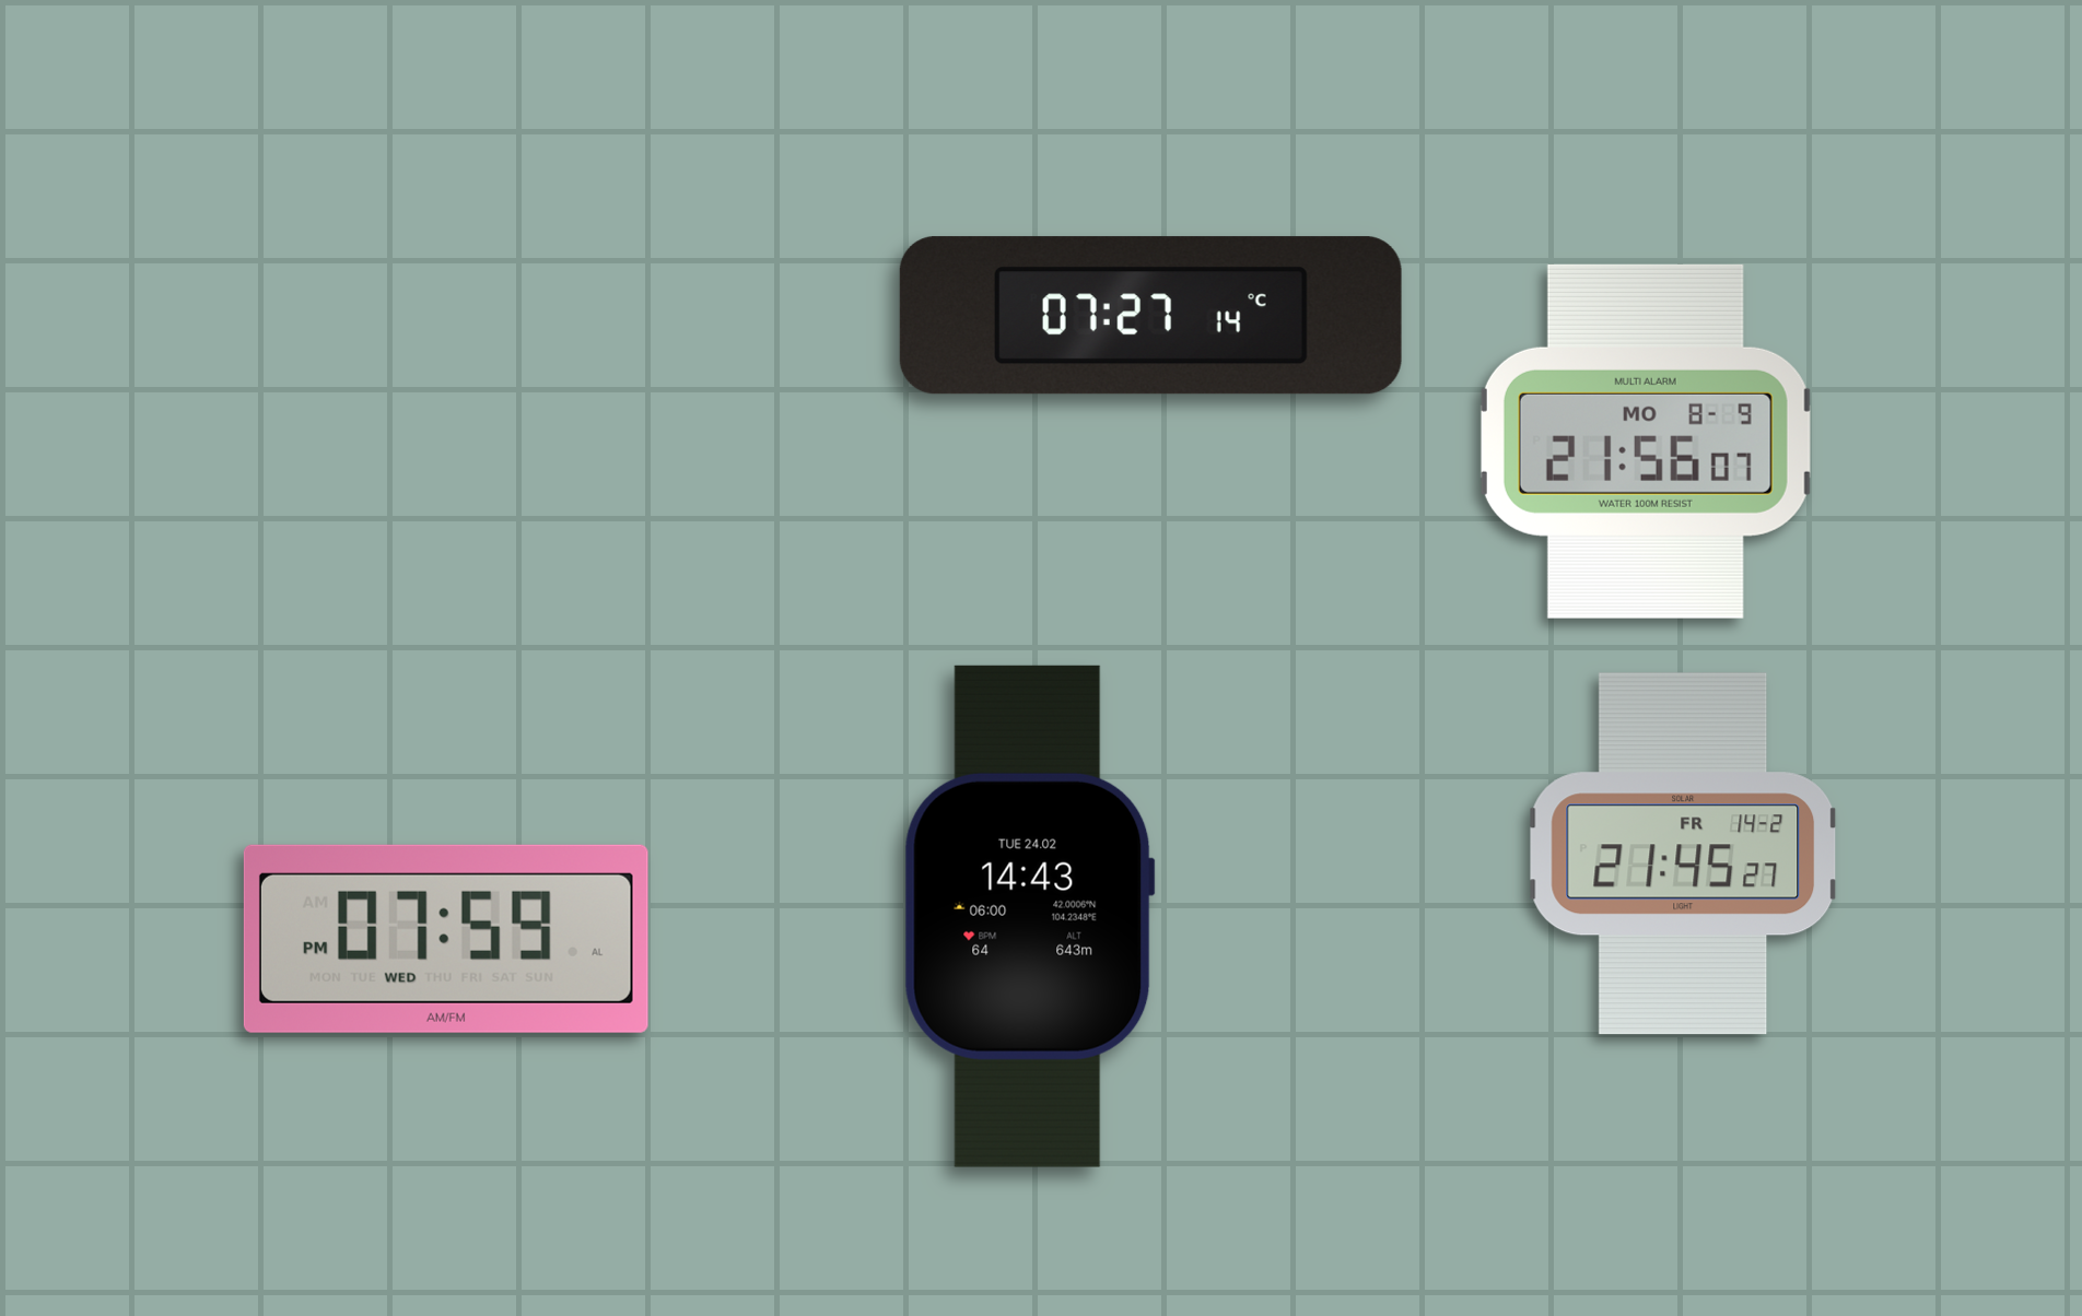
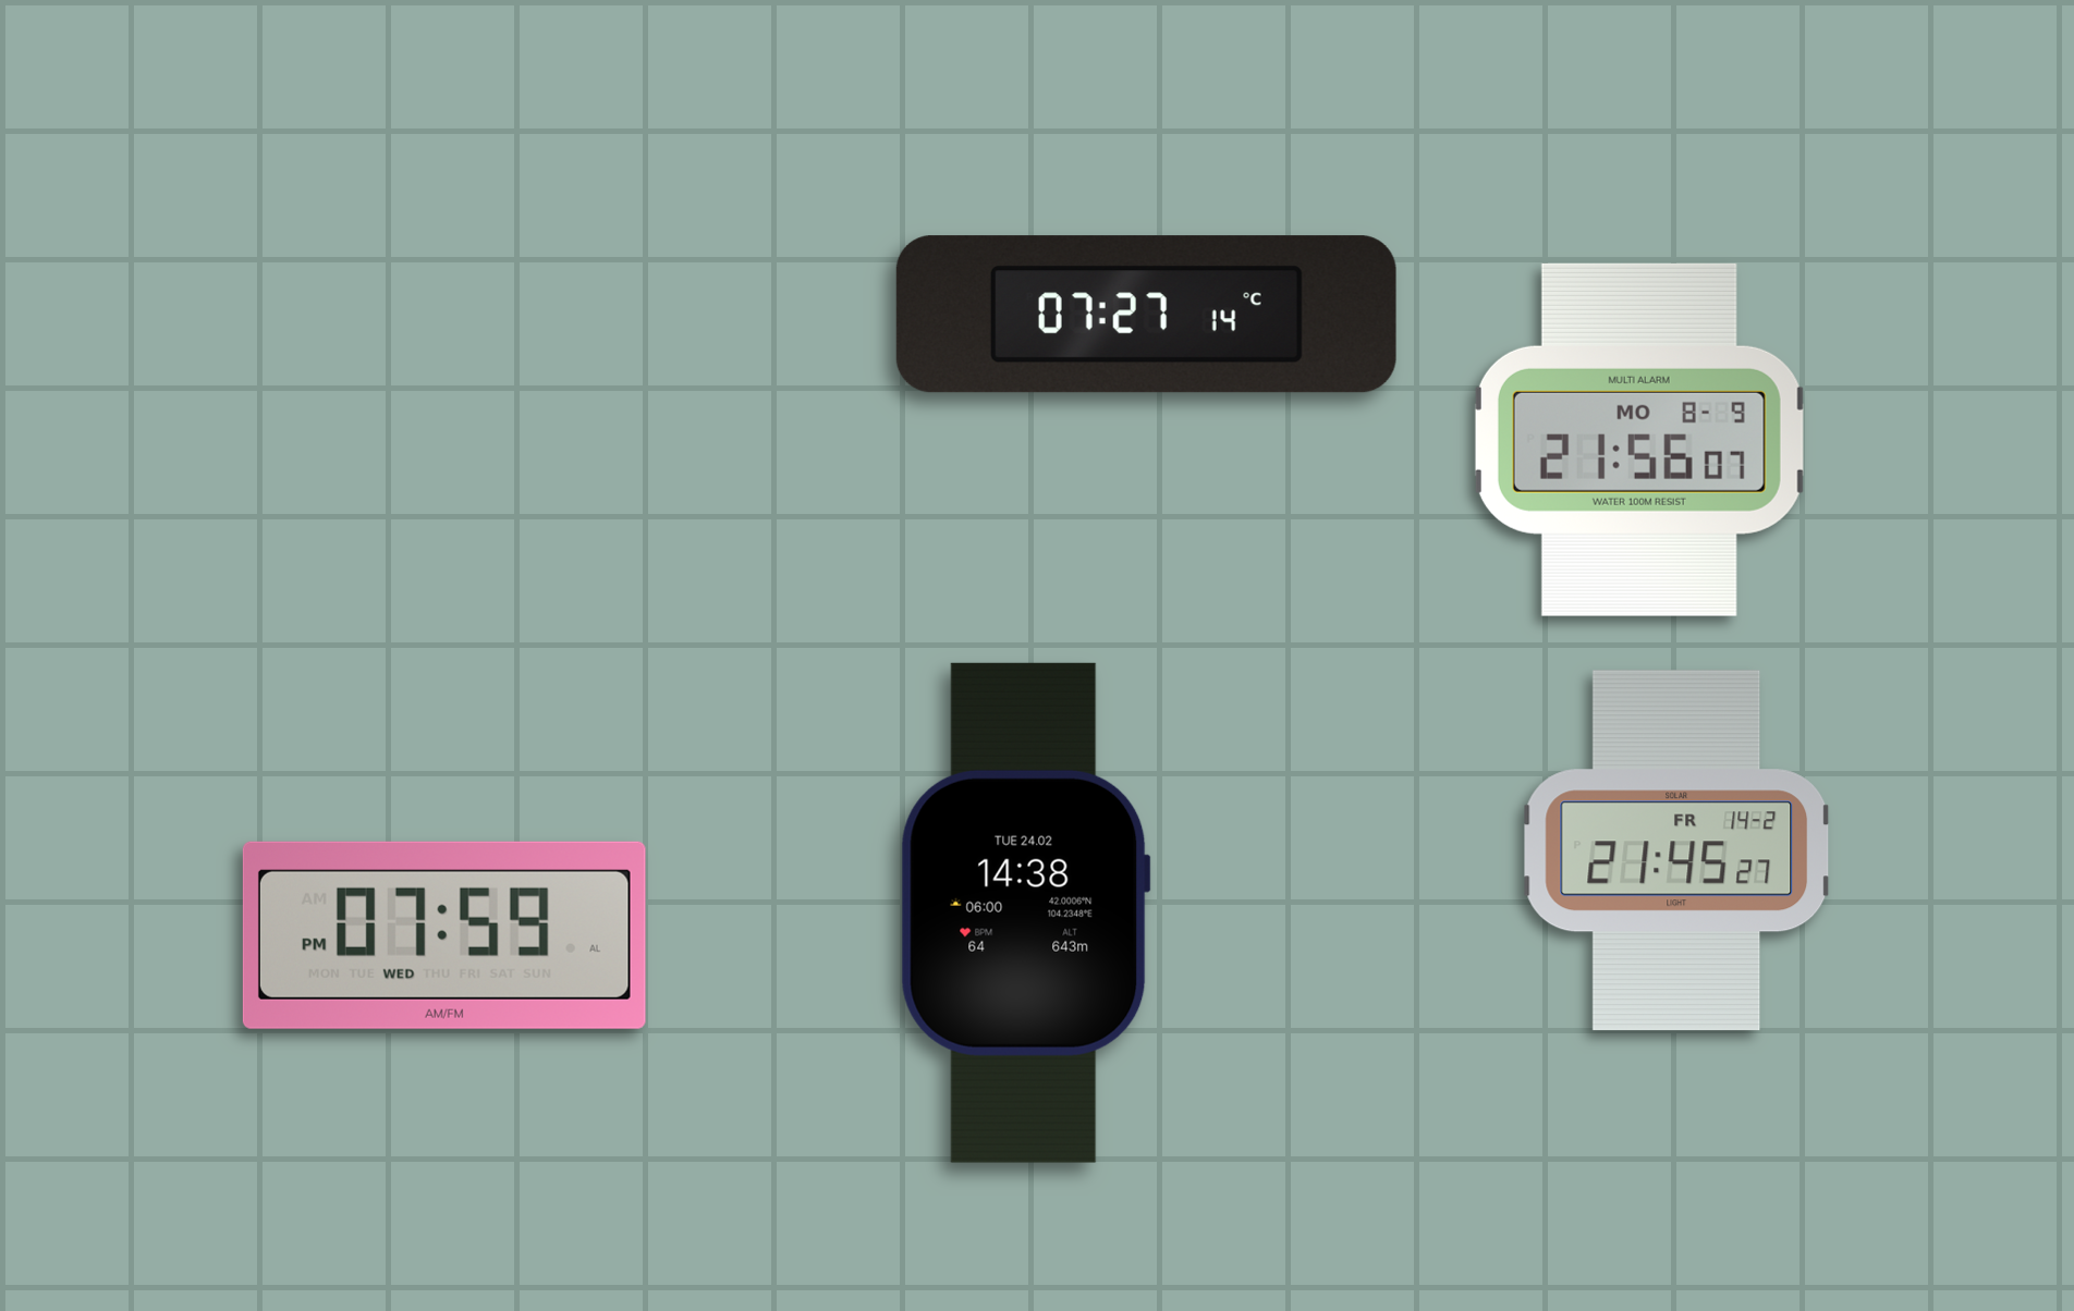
clock at (1029, 916): 14:43 -> 14:38
